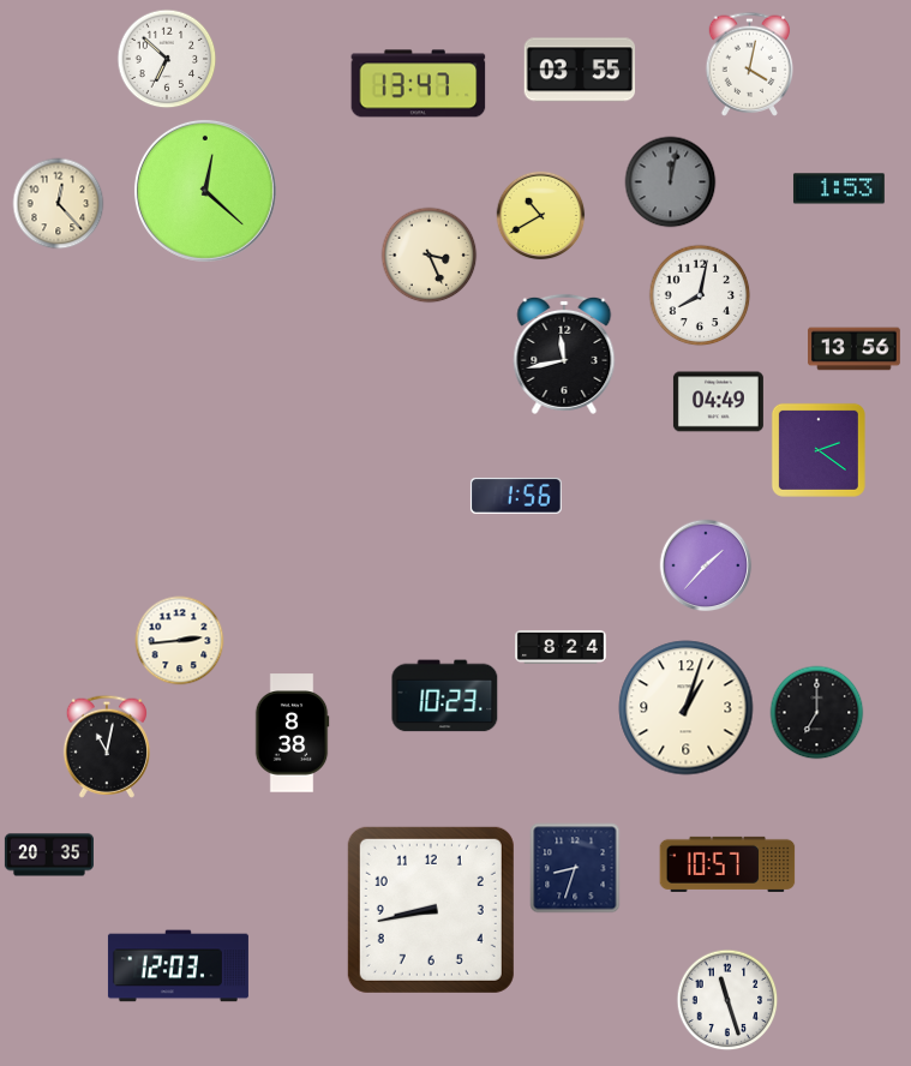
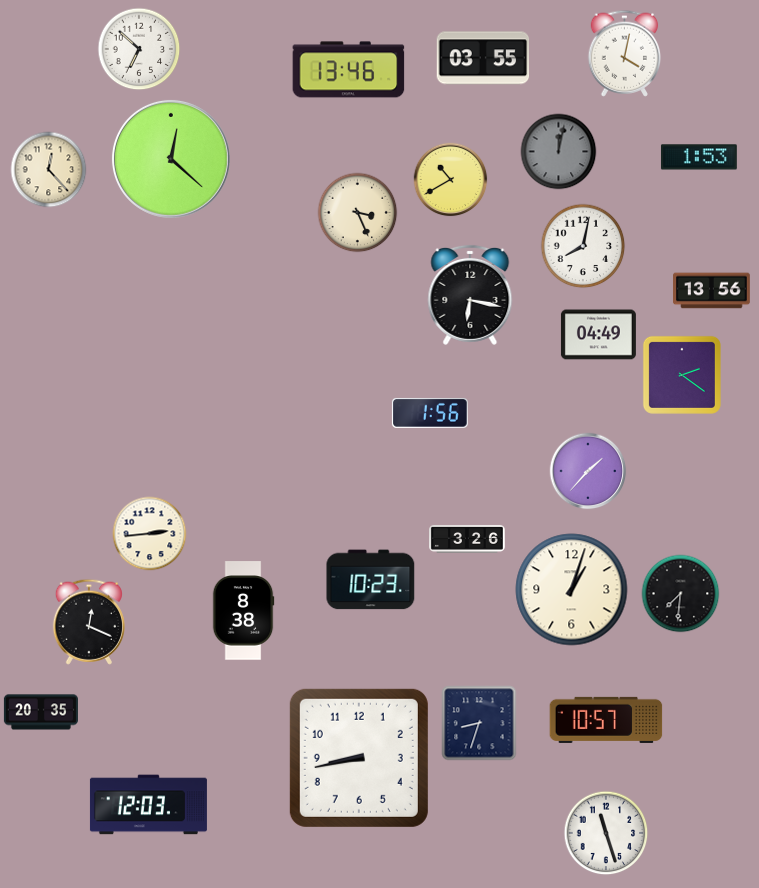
clock at (419, 84): 13:47 -> 13:46
clock at (564, 354): 11:43 -> 6:17
clock at (562, 647): 8:24 -> 3:26
clock at (817, 713): 7:00 -> 7:31
clock at (107, 747): 11:02 -> 12:19
